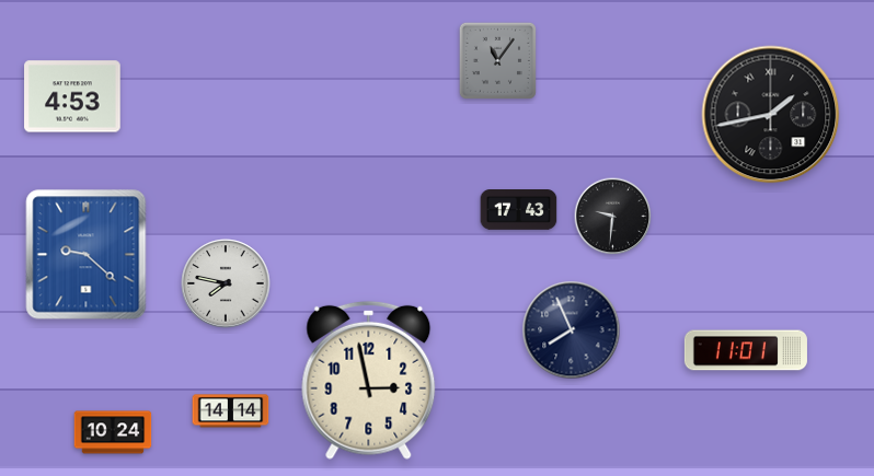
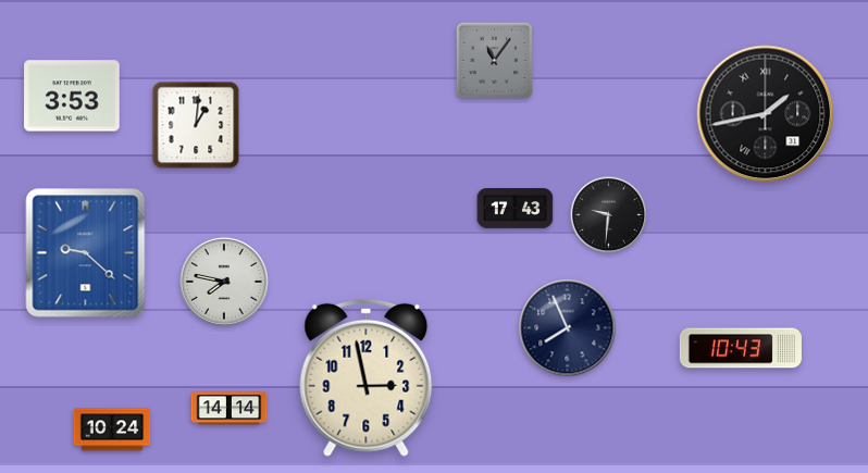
clock at (72, 96): 4:53 -> 3:53
clock at (196, 125): none -> 1:01
clock at (746, 350): 11:01 -> 10:43
